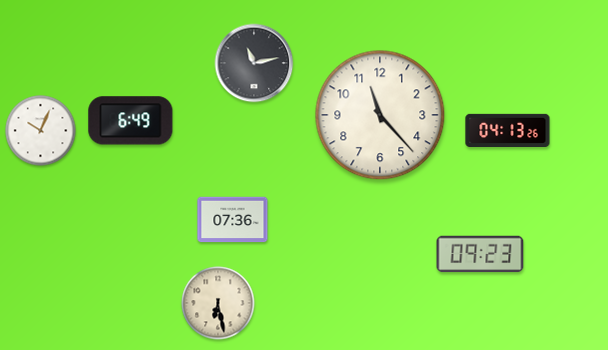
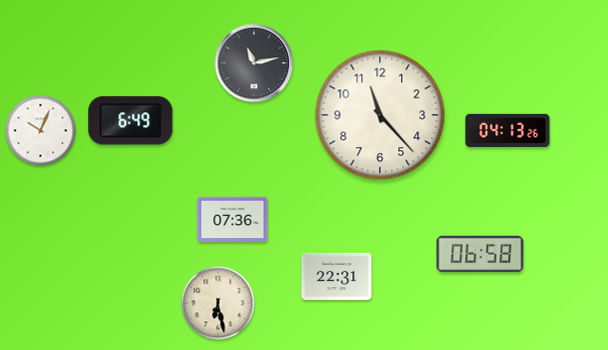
clock at (480, 254): 09:23 -> 06:58
clock at (337, 276): none -> 22:31
